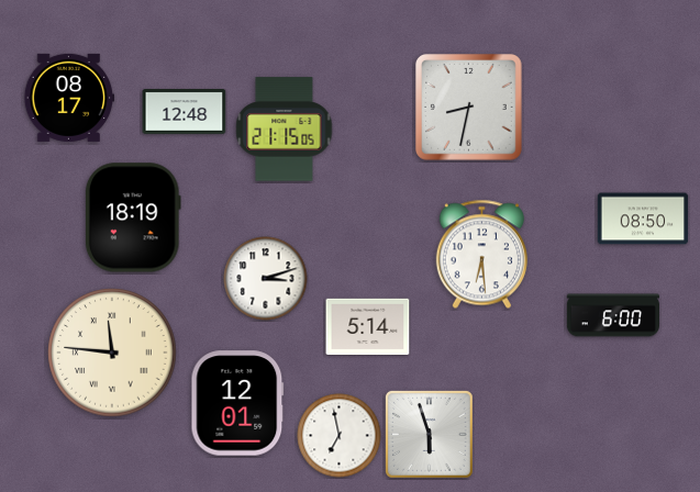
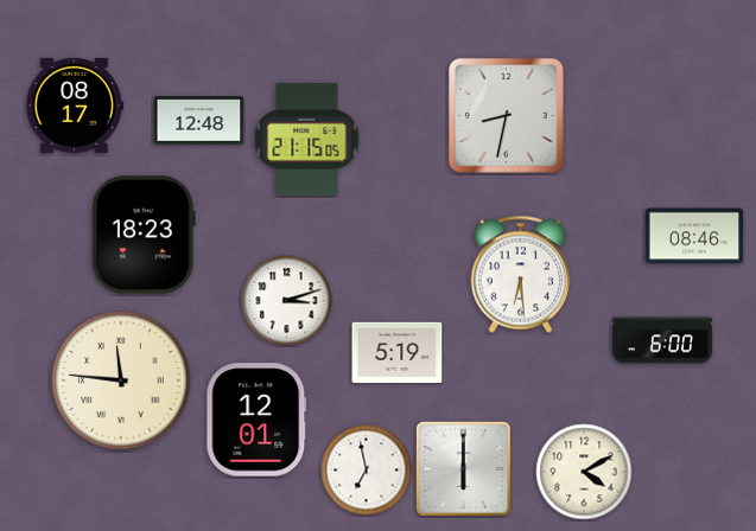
clock at (133, 217): 18:19 -> 18:23
clock at (643, 219): 08:50 -> 08:46
clock at (368, 326): 5:14 -> 5:19
clock at (237, 403) position: (237, 403) -> (256, 420)
clock at (430, 435): 5:57 -> 6:00
clock at (584, 472): none -> 4:10
